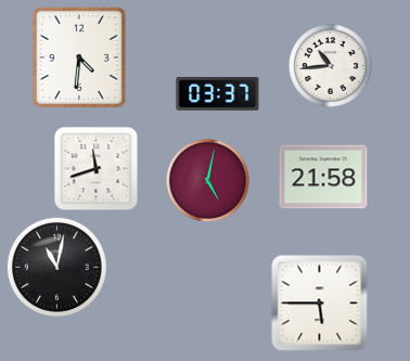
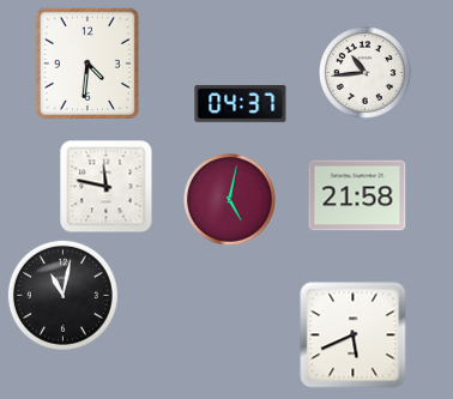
clock at (218, 94): 03:37 -> 04:37
clock at (97, 169): 11:42 -> 11:47
clock at (320, 304): 5:45 -> 5:41
